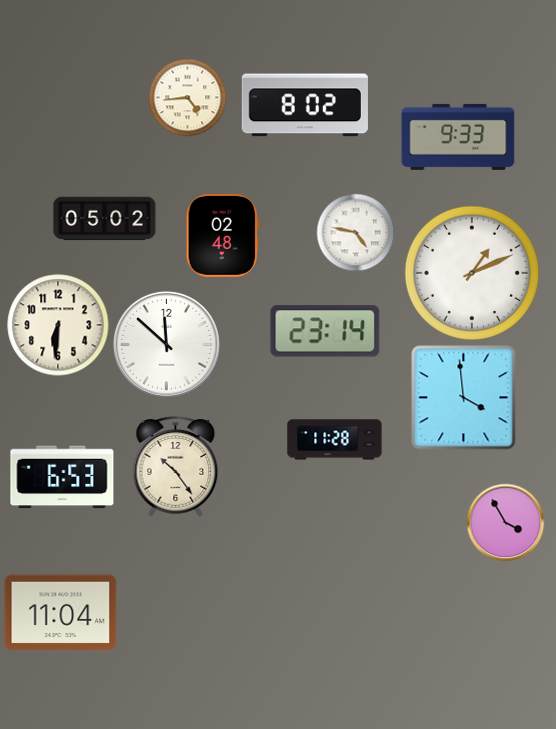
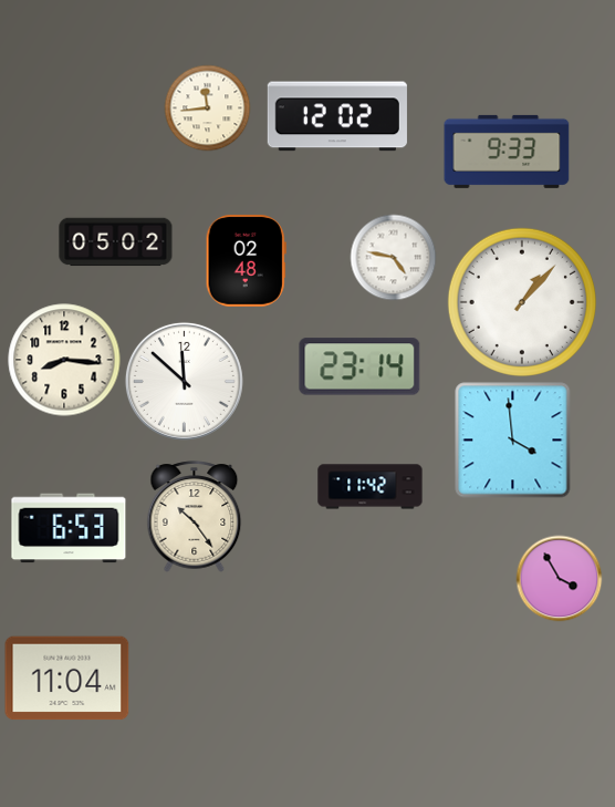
clock at (187, 97): 4:44 -> 11:44
clock at (305, 105): 8:02 -> 12:02
clock at (472, 273): 1:11 -> 1:07
clock at (58, 325): 6:31 -> 8:16
clock at (335, 440): 11:28 -> 11:42
